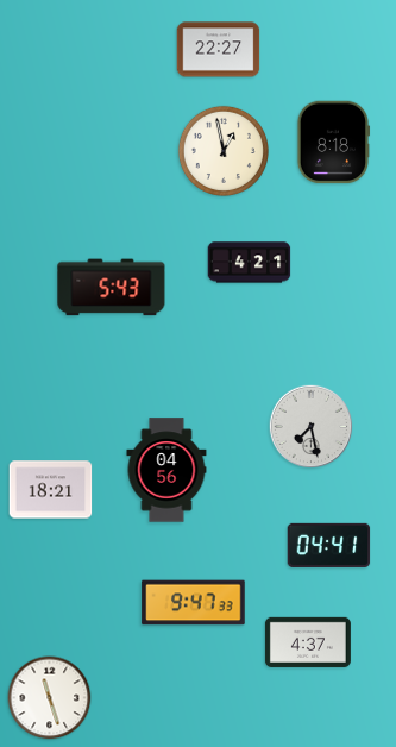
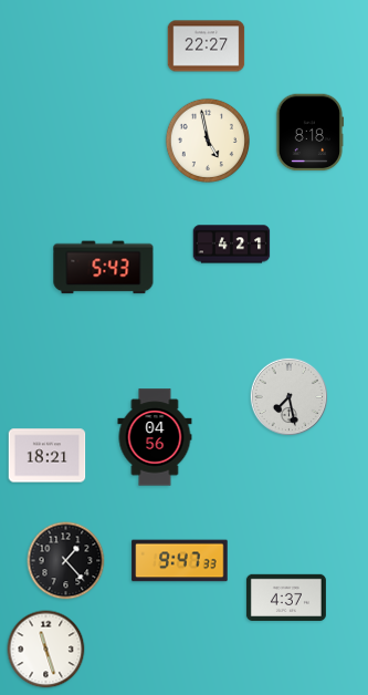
clock at (219, 50) position: (219, 50) -> (207, 46)
clock at (224, 151): 12:58 -> 4:58
clock at (329, 545): 04:41 -> none
clock at (66, 561): none -> 1:23
